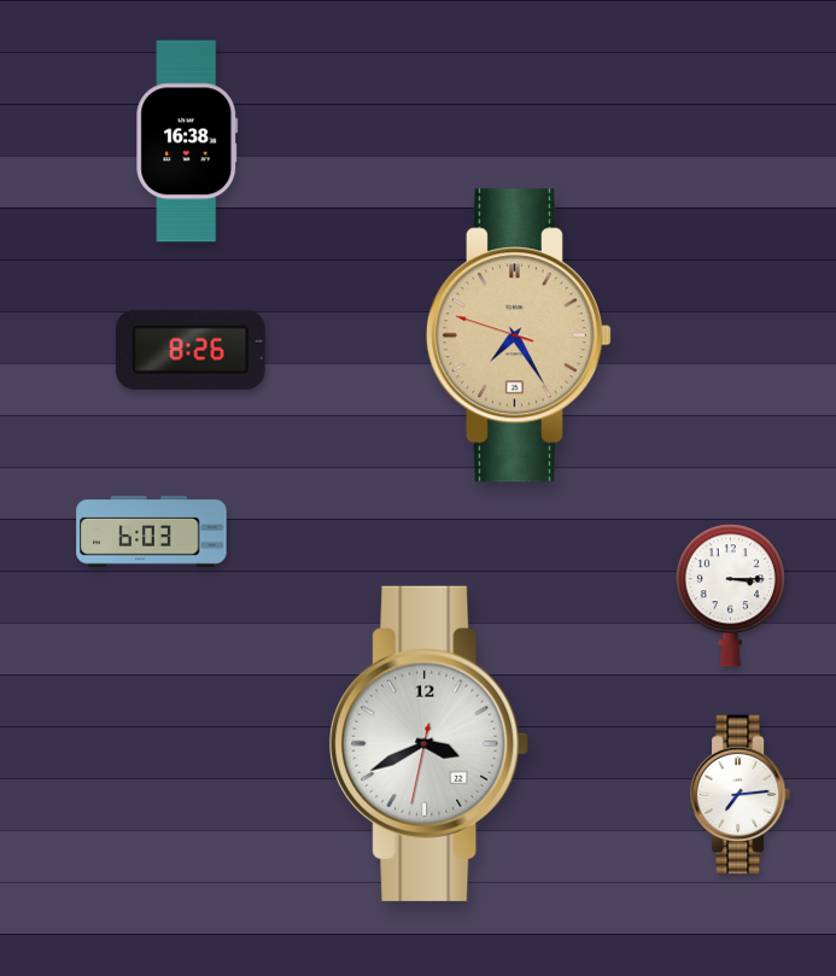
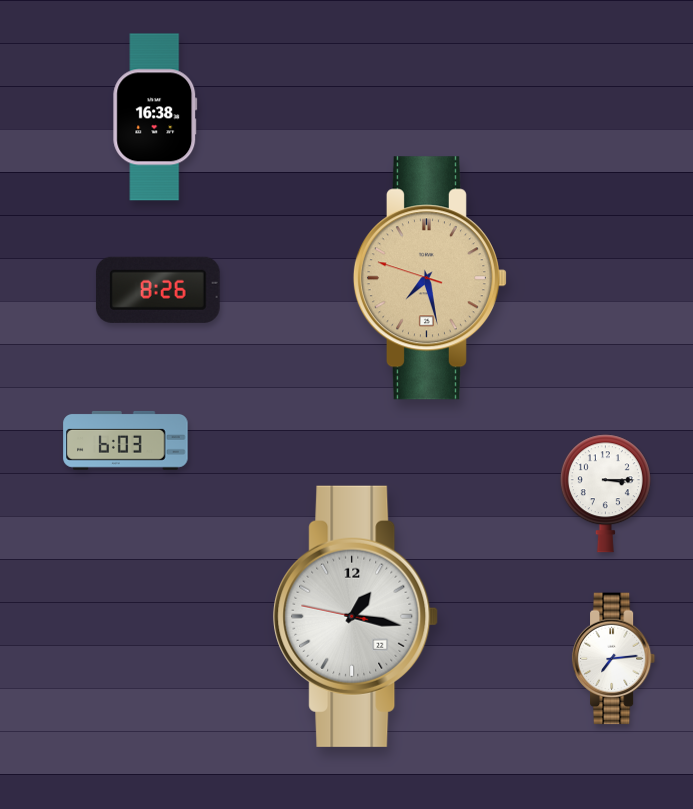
clock at (519, 335): 7:24 -> 7:27
clock at (429, 743): 3:40 -> 1:16
